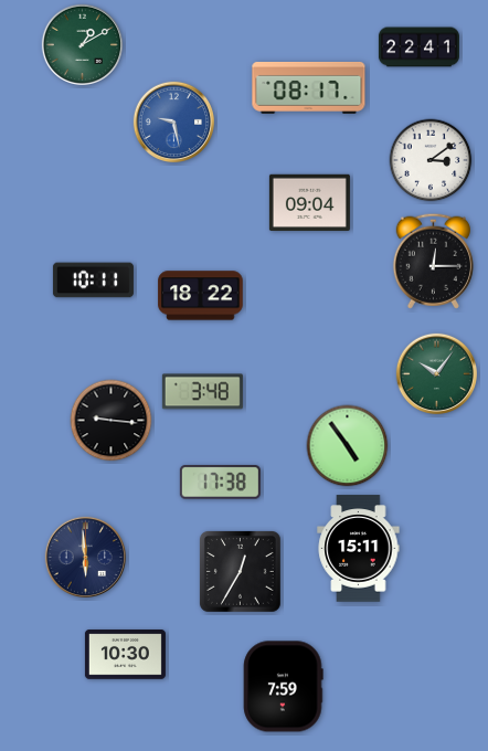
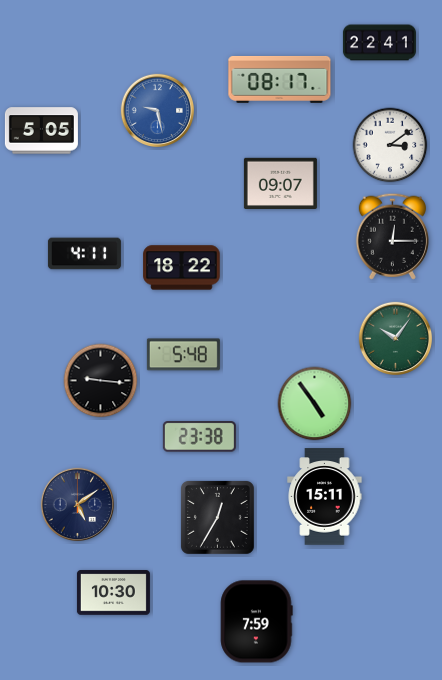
clock at (82, 44): 1:10 -> none
clock at (41, 131): none -> 5:05
clock at (309, 202): 09:04 -> 09:07
clock at (93, 281): 10:11 -> 4:11
clock at (202, 392): 3:48 -> 5:48
clock at (220, 483): 17:38 -> 23:38
clock at (85, 557): 5:59 -> 5:09
